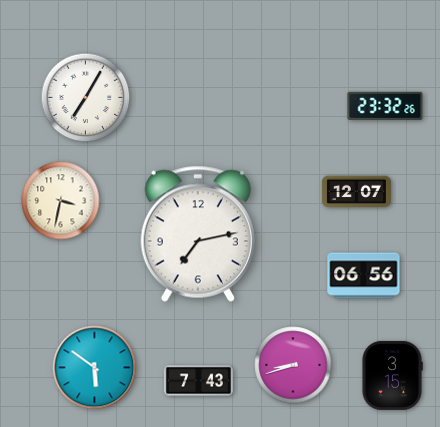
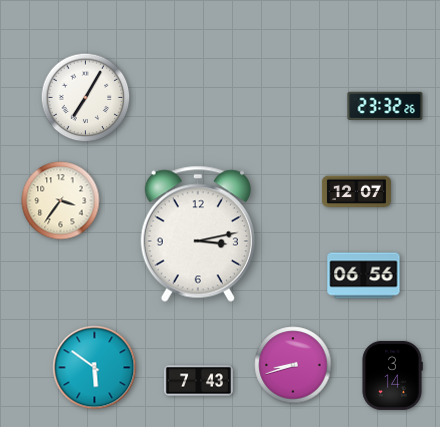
clock at (61, 201): 3:32 -> 3:36
clock at (198, 234): 7:13 -> 3:13
clock at (392, 375): 3:15 -> 3:14
